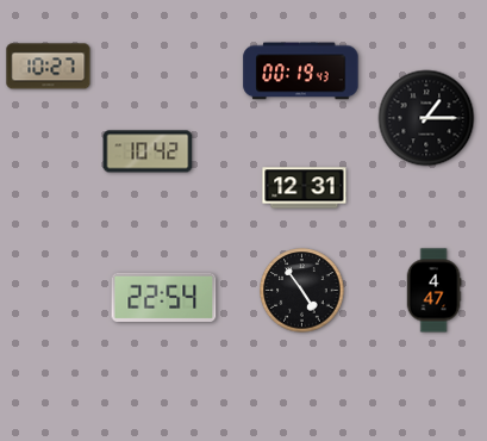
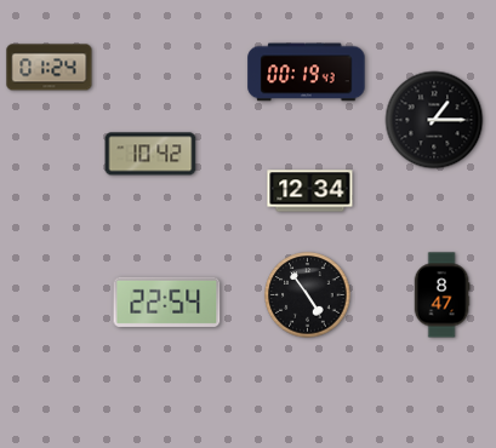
clock at (49, 67): 10:27 -> 01:24
clock at (305, 188): 12:31 -> 12:34
clock at (433, 291): 4:47 -> 8:47
